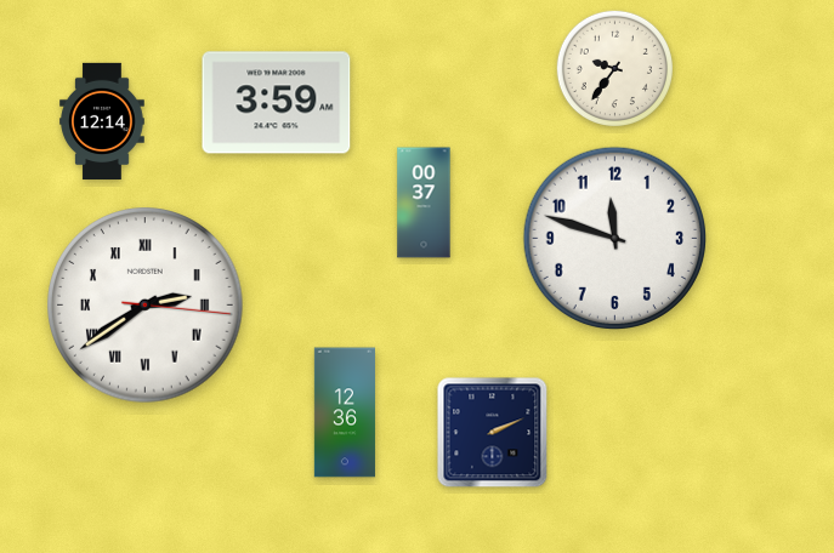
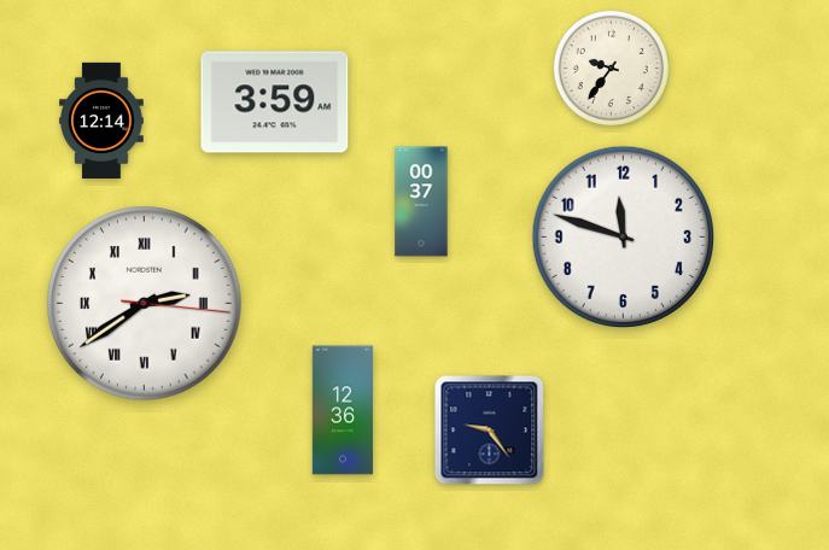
clock at (614, 238) position: (614, 238) -> (623, 236)
clock at (493, 433): 2:11 -> 9:24
